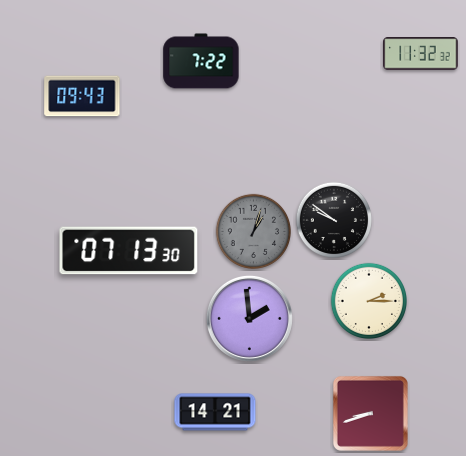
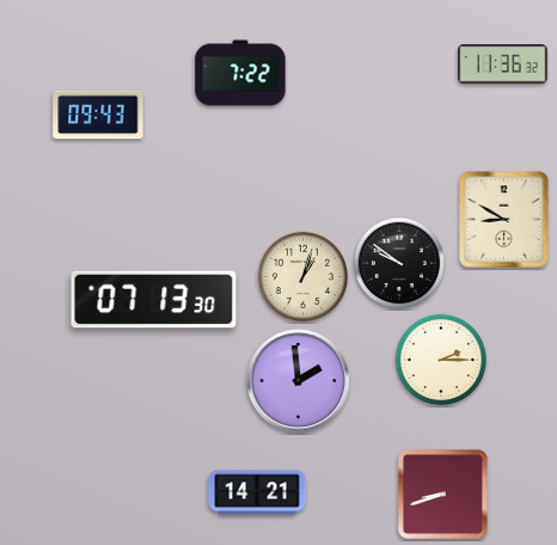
clock at (421, 54): 11:32 -> 11:36
clock at (504, 220): none -> 8:50
clock at (253, 231) dial: grey -> cream
